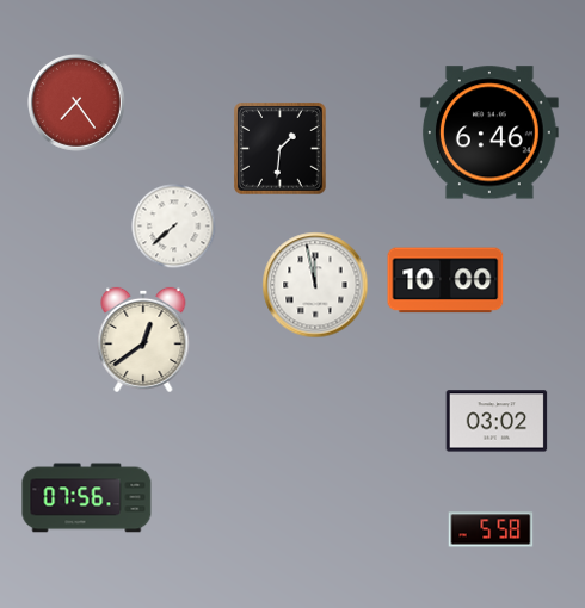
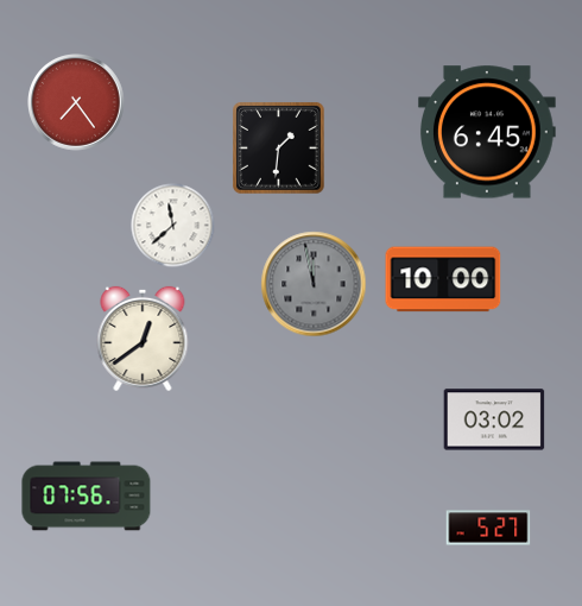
clock at (489, 132): 6:46 -> 6:45
clock at (174, 227): 7:38 -> 11:38
clock at (315, 285) dial: white -> grey
clock at (491, 529): 5:58 -> 5:27
